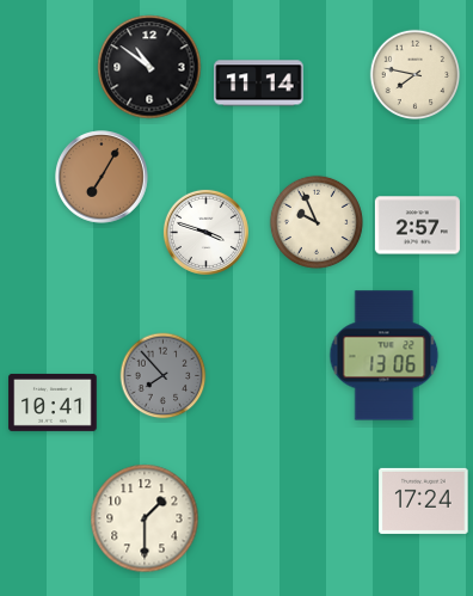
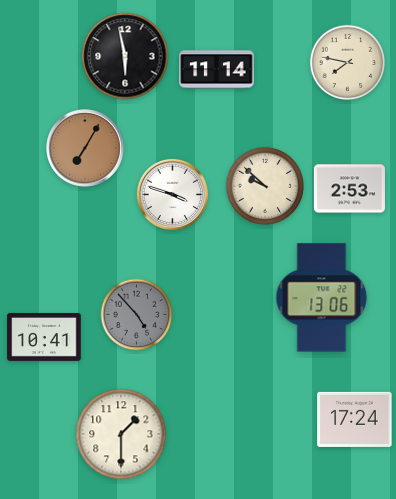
clock at (149, 67): 10:51 -> 5:58
clock at (317, 222): 9:56 -> 9:52
clock at (417, 226): 2:57 -> 2:53
clock at (164, 376): 7:53 -> 4:53
